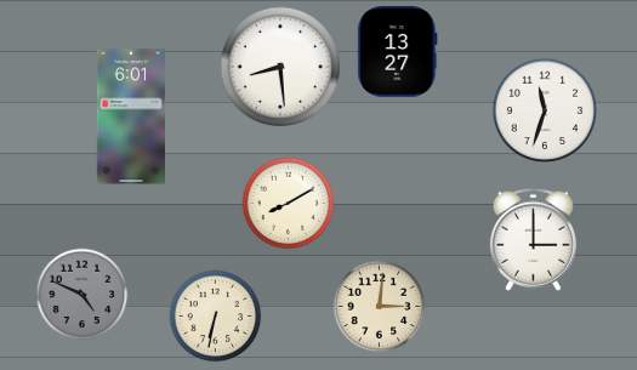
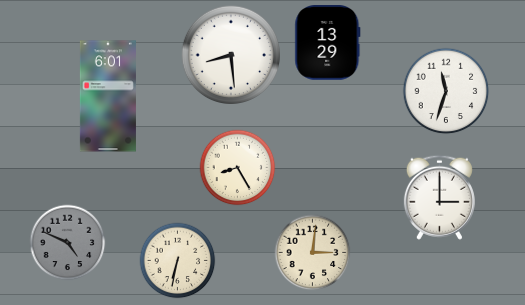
clock at (398, 52): 13:27 -> 13:29
clock at (545, 110) position: (545, 110) -> (446, 91)
clock at (289, 204): 8:10 -> 8:25
